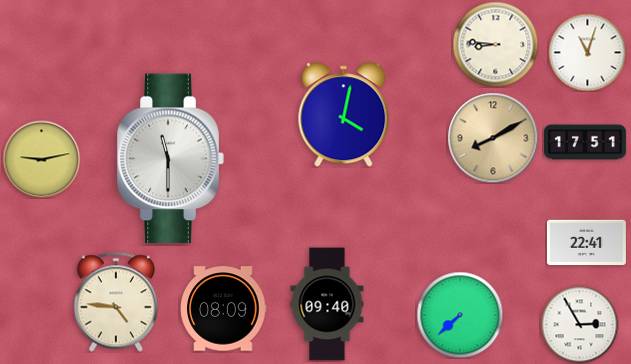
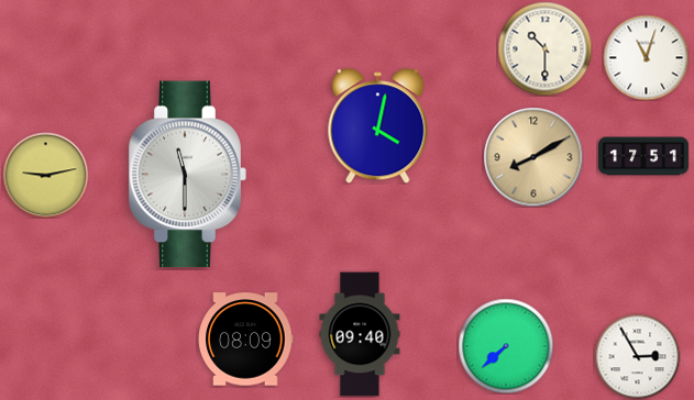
clock at (495, 44): 8:46 -> 10:30
clock at (493, 138) position: (493, 138) -> (533, 157)
clock at (586, 243): 22:41 -> none
clock at (115, 302): 4:46 -> none
